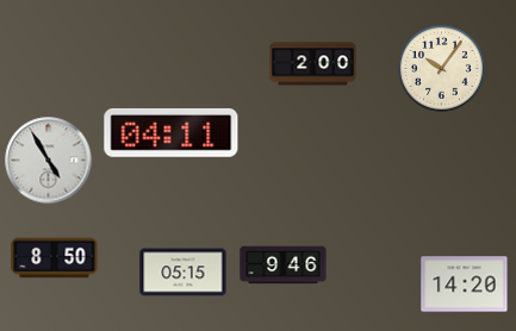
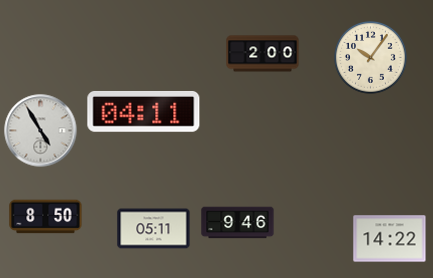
clock at (49, 161) position: (49, 161) -> (41, 131)
clock at (184, 273): 05:15 -> 05:11
clock at (465, 285): 14:20 -> 14:22
